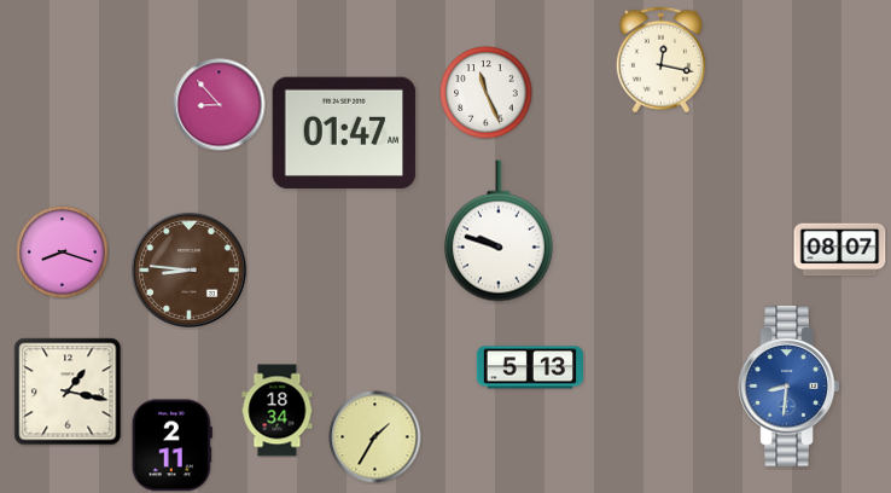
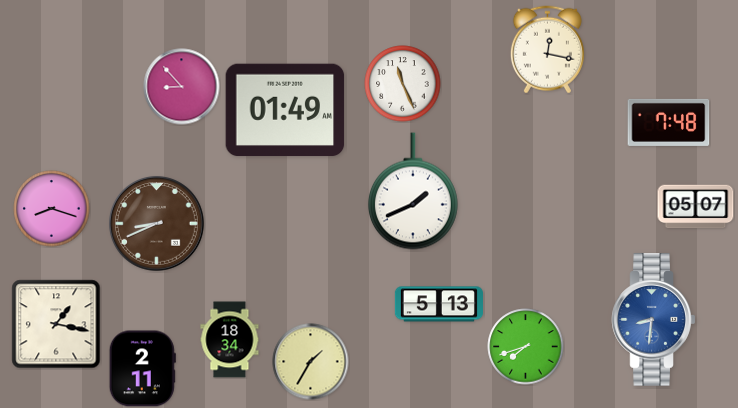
clock at (487, 93) position: (487, 93) -> (403, 84)
clock at (344, 133): 01:47 -> 01:49
clock at (669, 122): none -> 7:48
clock at (499, 231): 9:48 -> 1:41
clock at (840, 250): 08:07 -> 05:07
clock at (190, 271): 8:46 -> 8:41
clock at (526, 347): none -> 7:42
